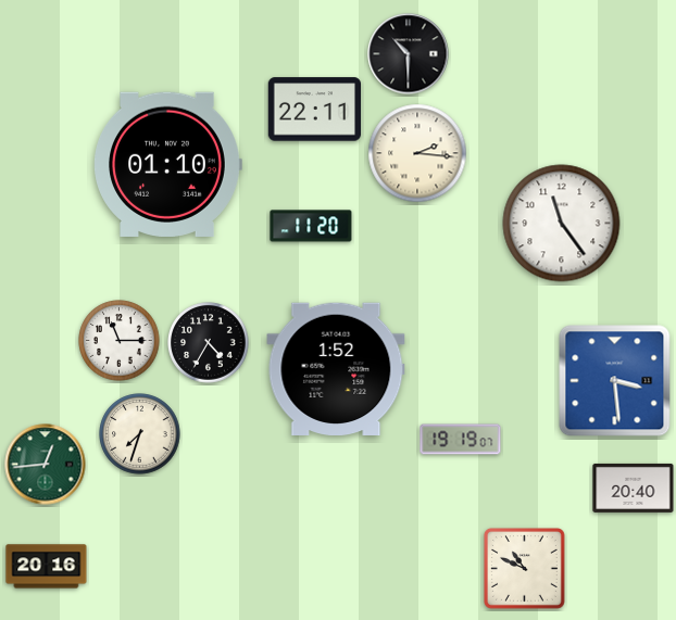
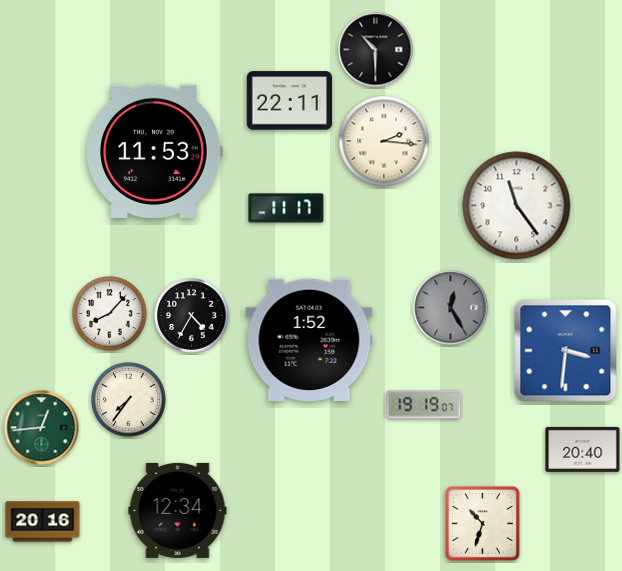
clock at (167, 164): 01:10 -> 11:53
clock at (311, 226): 11:20 -> 11:17
clock at (451, 308): none -> 12:25
clock at (120, 341): 11:15 -> 8:07
clock at (615, 381): 3:29 -> 3:31
clock at (140, 434): 7:33 -> 7:36
clock at (178, 510): none -> 12:34
clock at (524, 568): 10:49 -> 10:33
